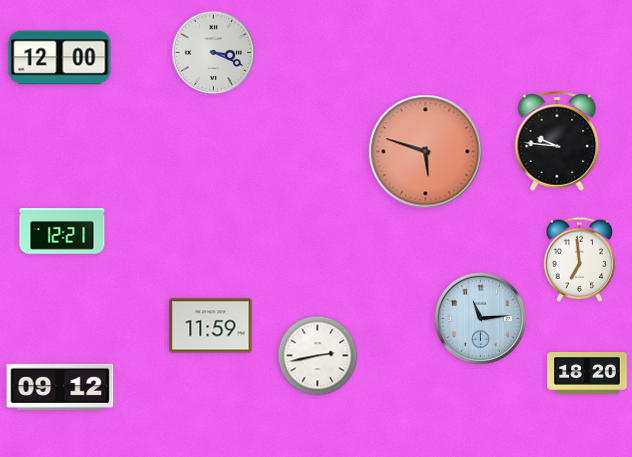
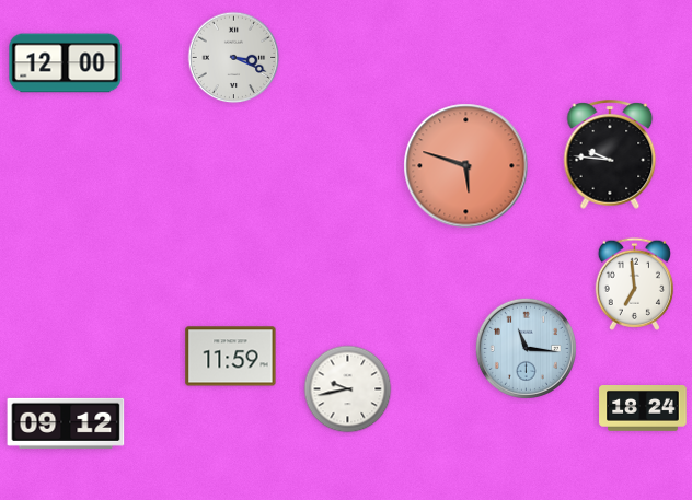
clock at (62, 231): 12:21 -> none
clock at (480, 318): 11:14 -> 11:16
clock at (318, 356): 2:43 -> 9:43
clock at (587, 374): 18:20 -> 18:24
